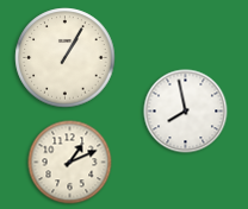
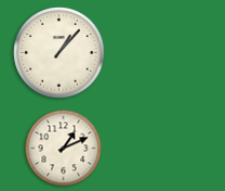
clock at (66, 58): 1:05 -> 1:07
clock at (186, 112): 7:58 -> none
